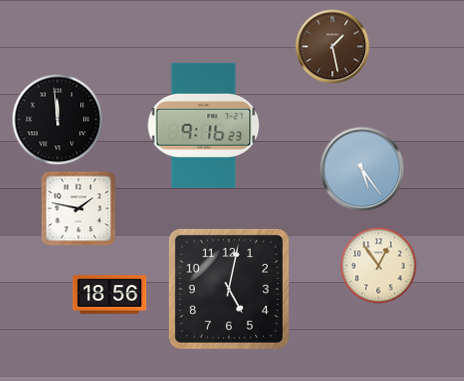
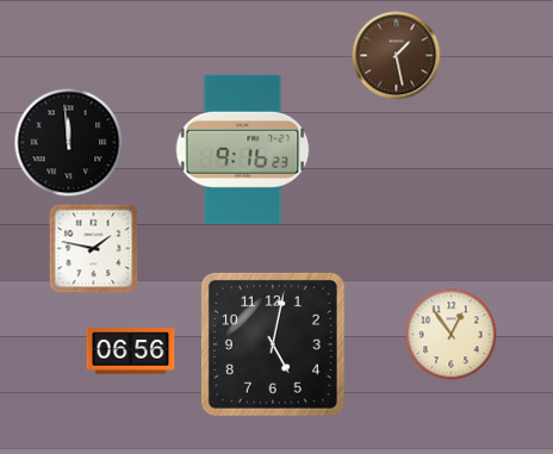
clock at (362, 169): 5:24 -> none
clock at (379, 266) position: (379, 266) -> (452, 335)
clock at (110, 295): 18:56 -> 06:56
